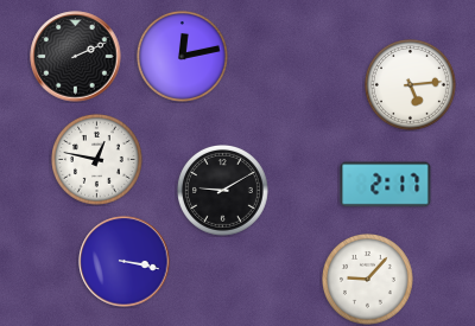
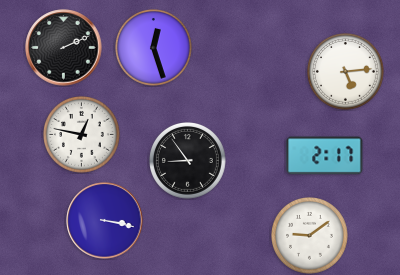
clock at (183, 57): 12:13 -> 12:27
clock at (223, 191): 9:10 -> 8:54
clock at (368, 280): 9:07 -> 9:09
